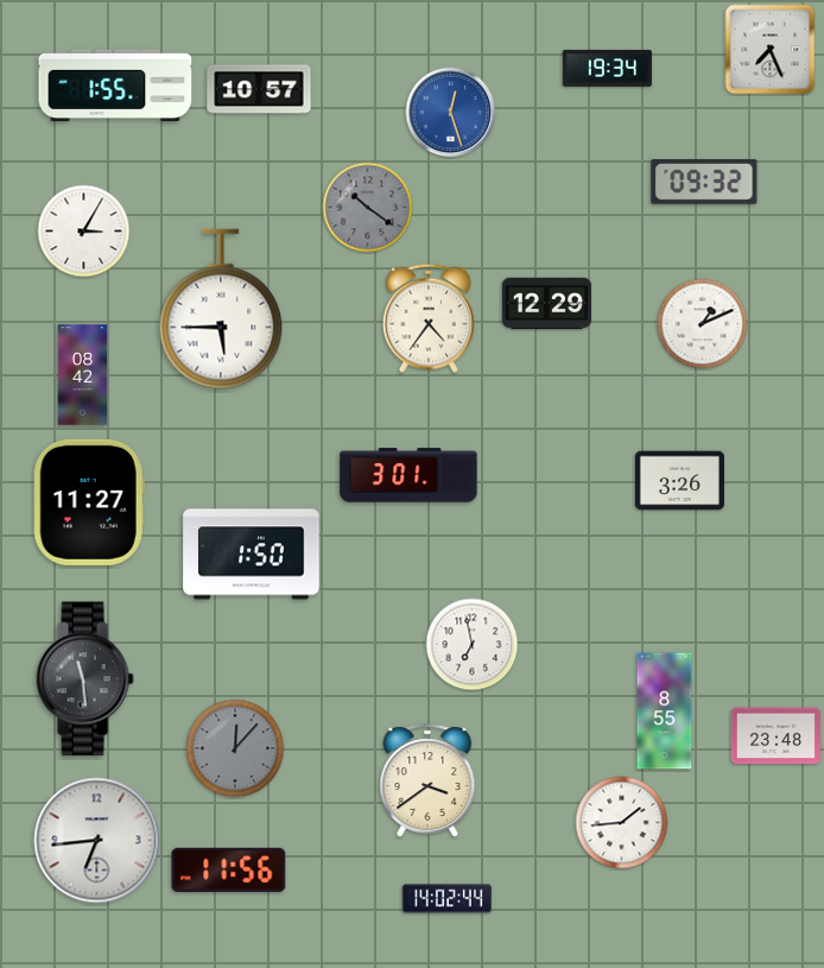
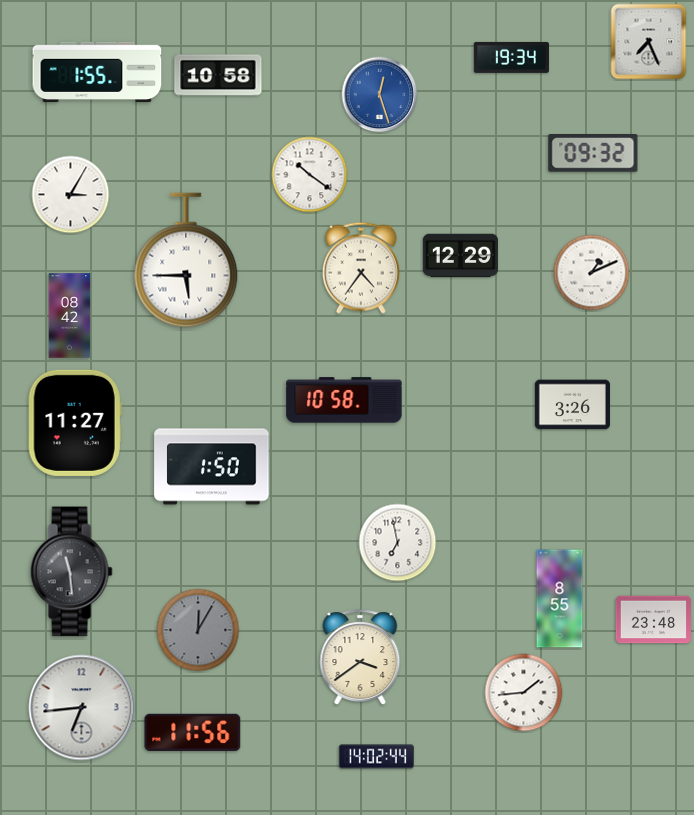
clock at (259, 89): 10:57 -> 10:58
clock at (368, 208) dial: grey -> white
clock at (408, 475): 3:01 -> 10:58
clock at (235, 748): 12:07 -> 12:05
